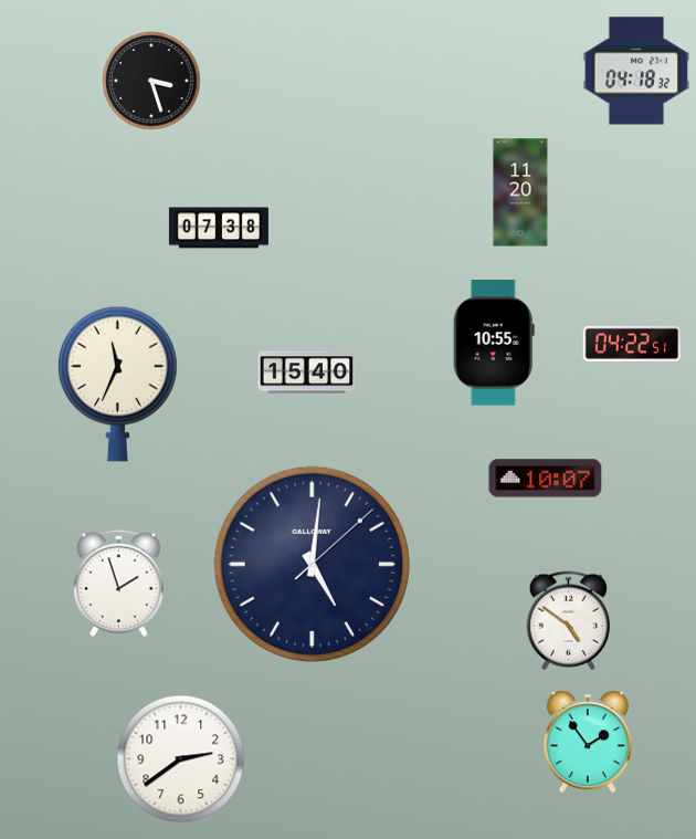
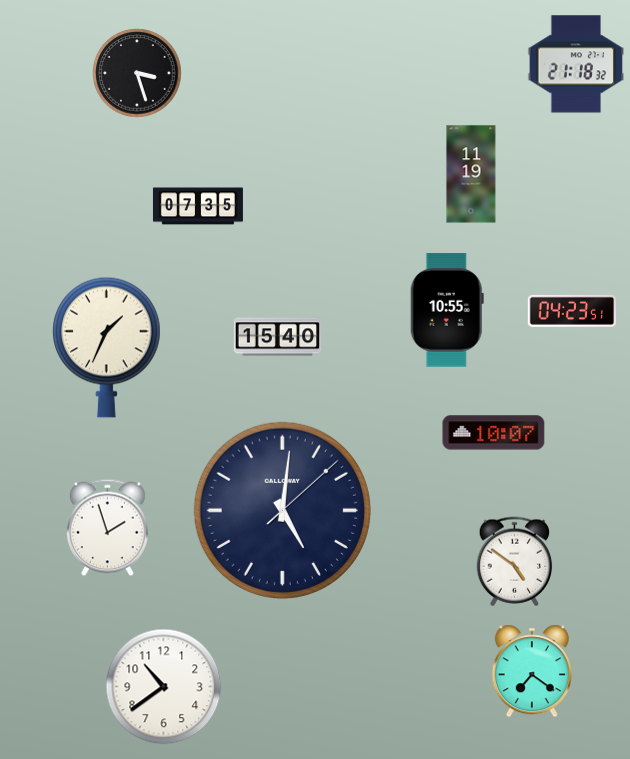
clock at (636, 71): 04:18 -> 21:18
clock at (520, 192): 11:20 -> 11:19
clock at (219, 228): 07:38 -> 07:35
clock at (632, 344): 04:22 -> 04:23
clock at (117, 384): 11:34 -> 1:34
clock at (588, 742): 1:54 -> 7:21
clock at (181, 759): 2:39 -> 10:39
